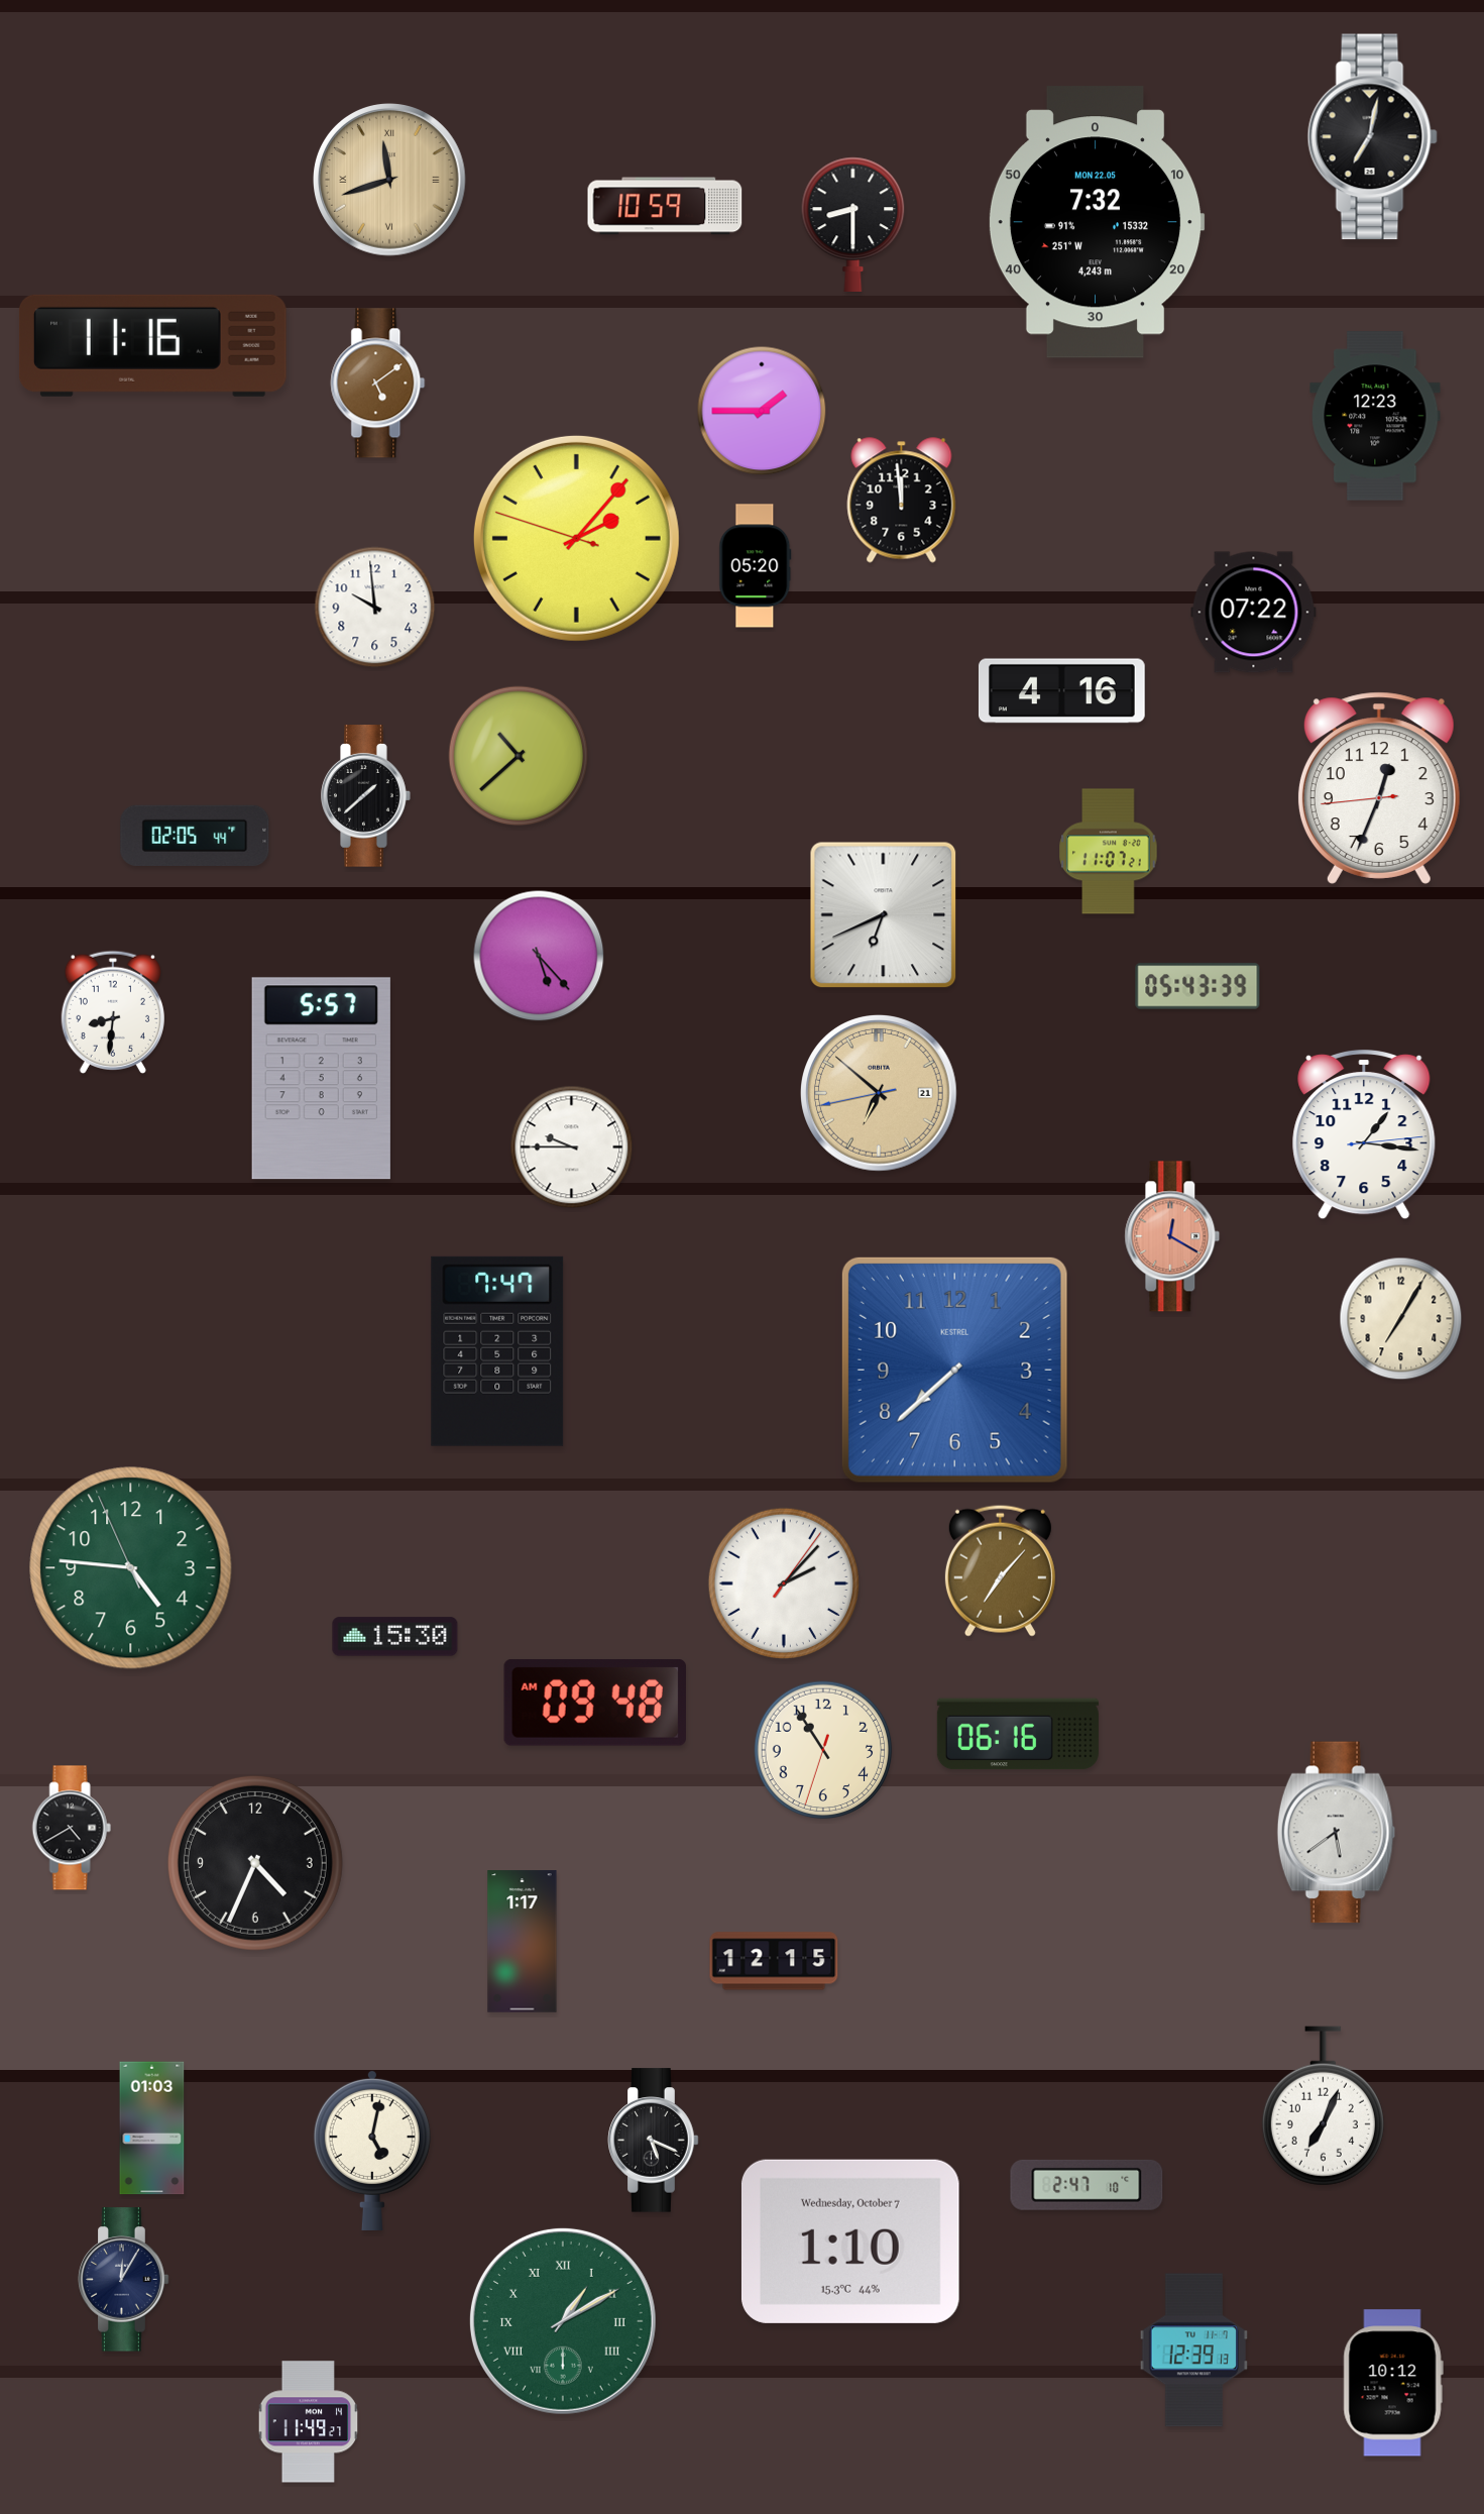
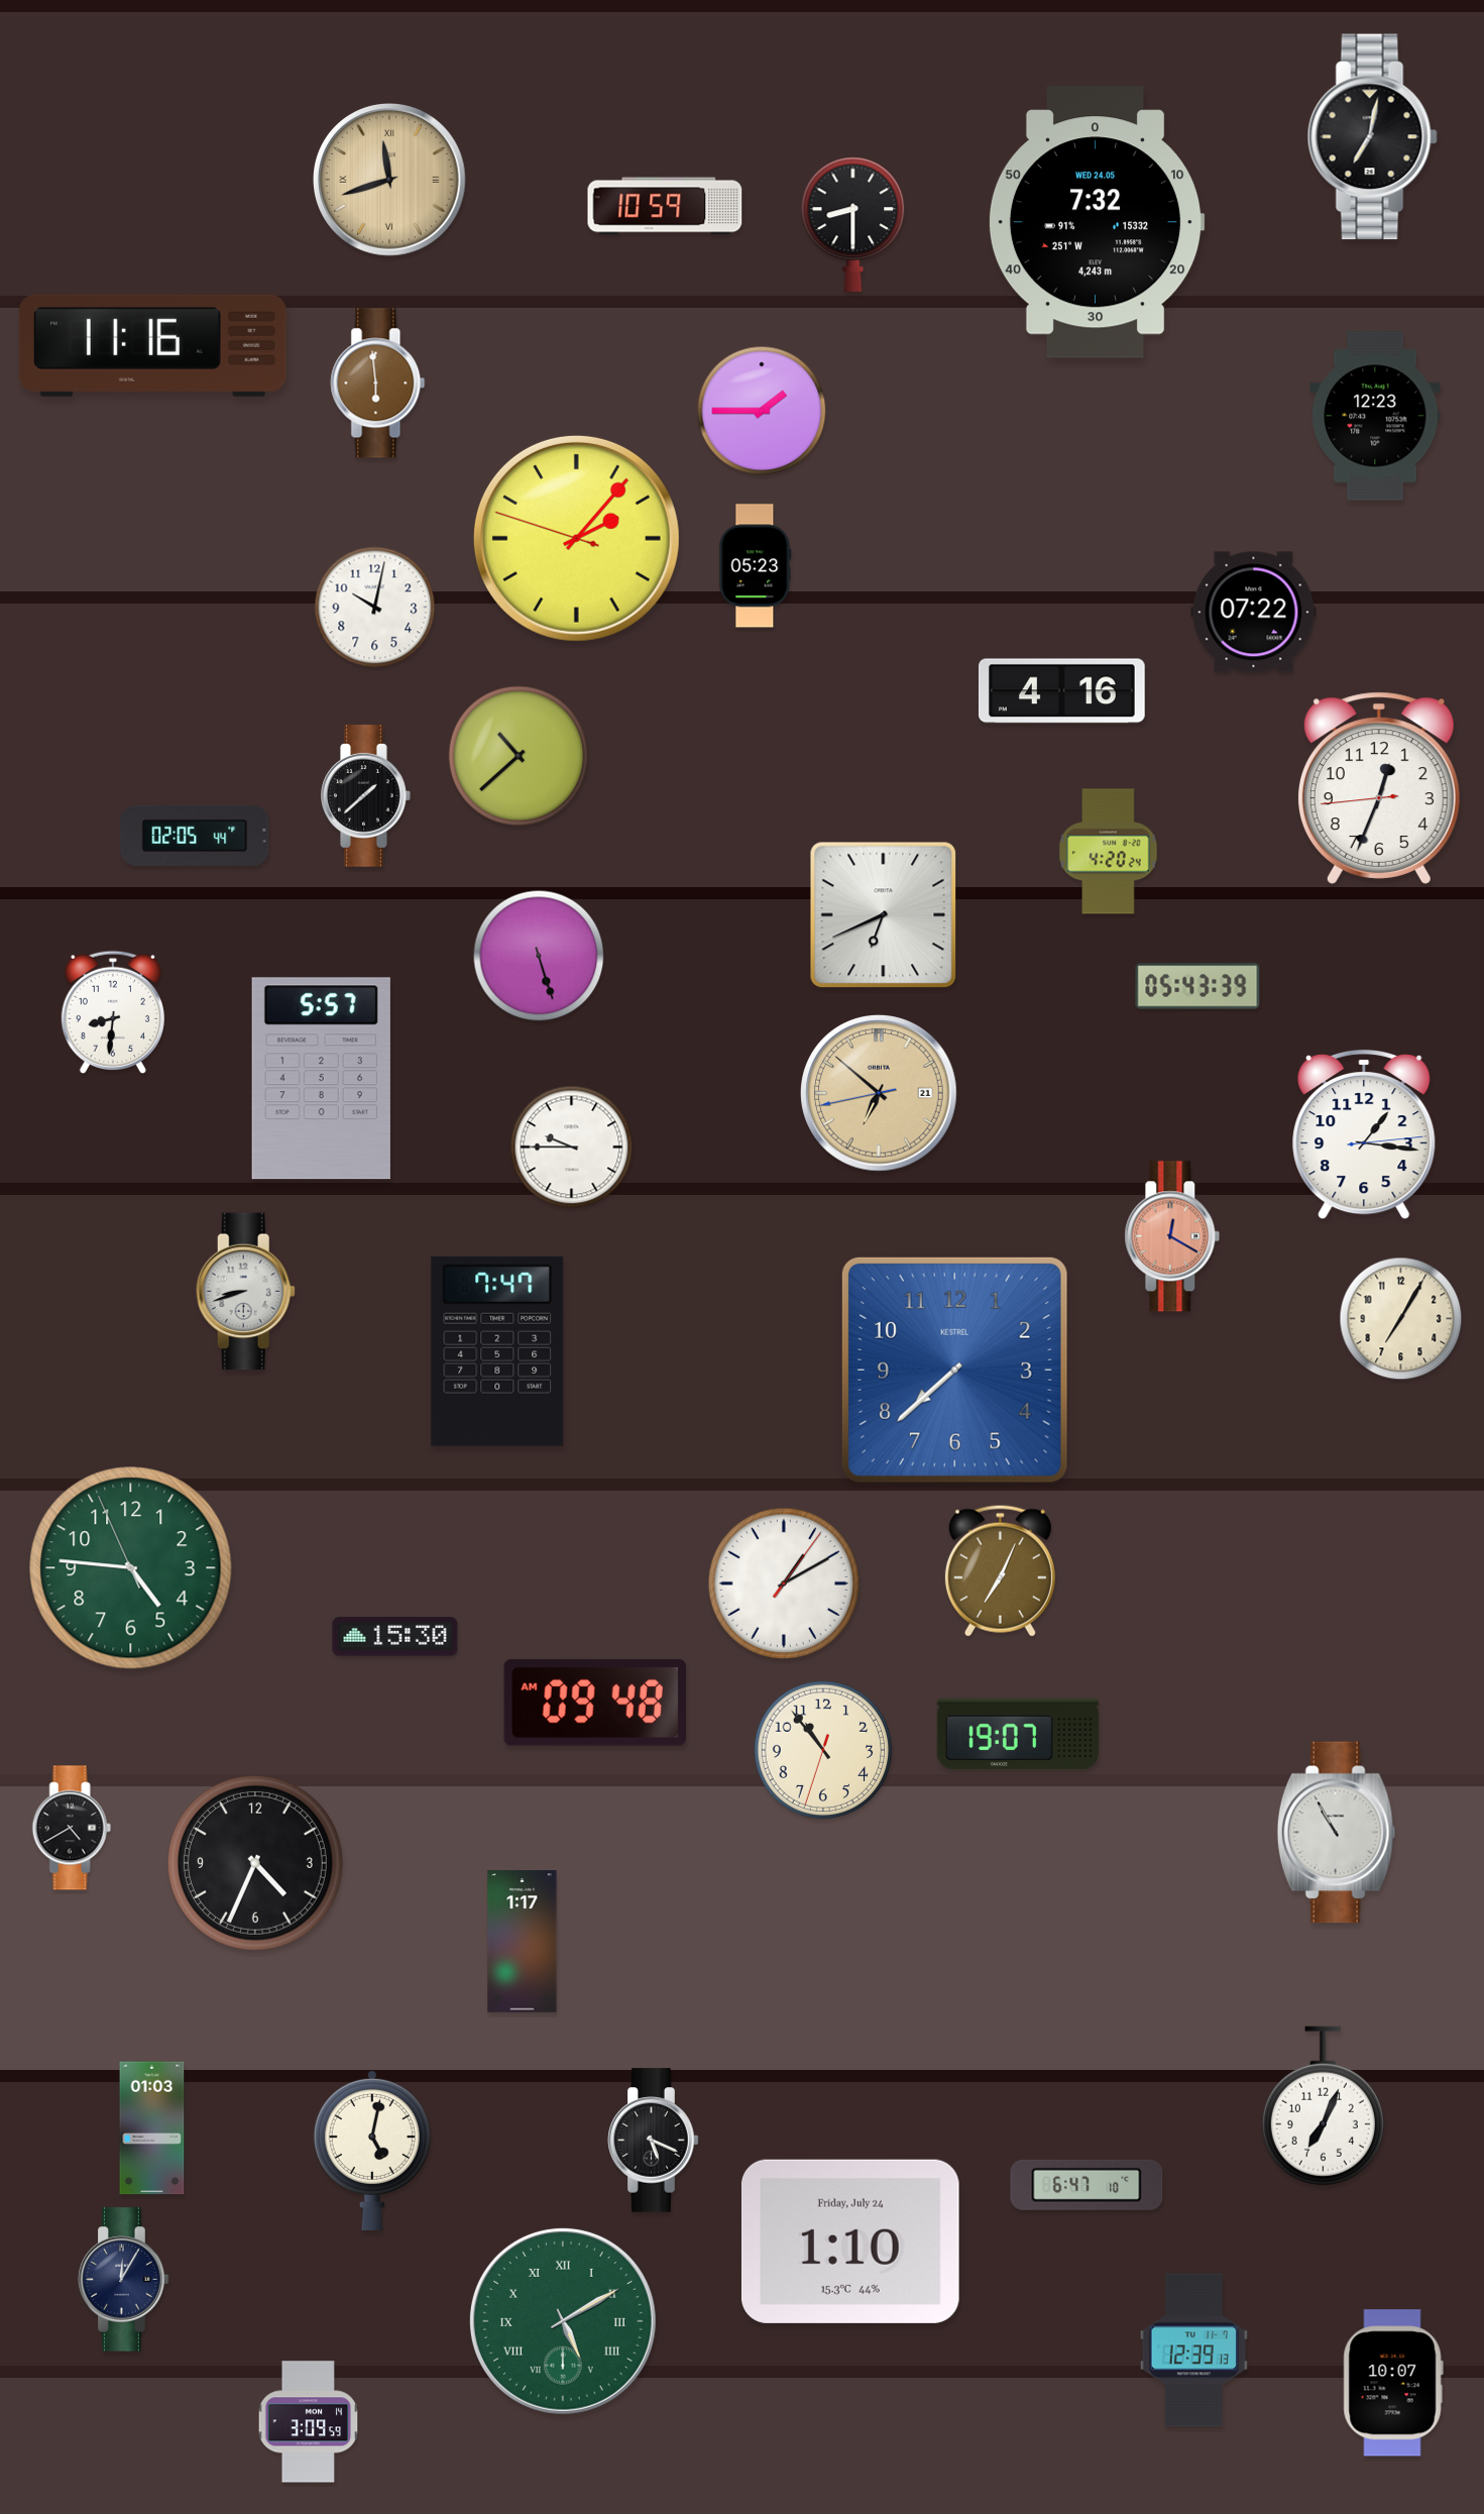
clock at (1097, 222) date: MON 22.05 -> WED 24.05
clock at (378, 384): 5:09 -> 5:59
clock at (902, 501): 11:59 -> none
clock at (756, 566): 05:20 -> 05:23
clock at (375, 608): 9:59 -> 10:02
clock at (1109, 852): 11:07 -> 4:20
clock at (539, 956): 5:23 -> 5:27
clock at (245, 1292): none -> 8:42
clock at (1000, 1570): 7:07 -> 7:04
clock at (784, 1583): 2:07 -> 1:10
clock at (1018, 1734): 06:16 -> 19:07
clock at (823, 1750): 10:54 -> 10:53
clock at (1337, 1833): 5:39 -> 10:55
clock at (774, 1961): 12:15 -> none
clock at (1087, 2185): 2:47 -> 6:47
clock at (850, 2242) date: Wednesday, October 7 -> Friday, July 24
clock at (563, 2321): 1:10 -> 5:10
clock at (1393, 2383): 10:12 -> 10:07
clock at (309, 2422): 11:49 -> 3:09
